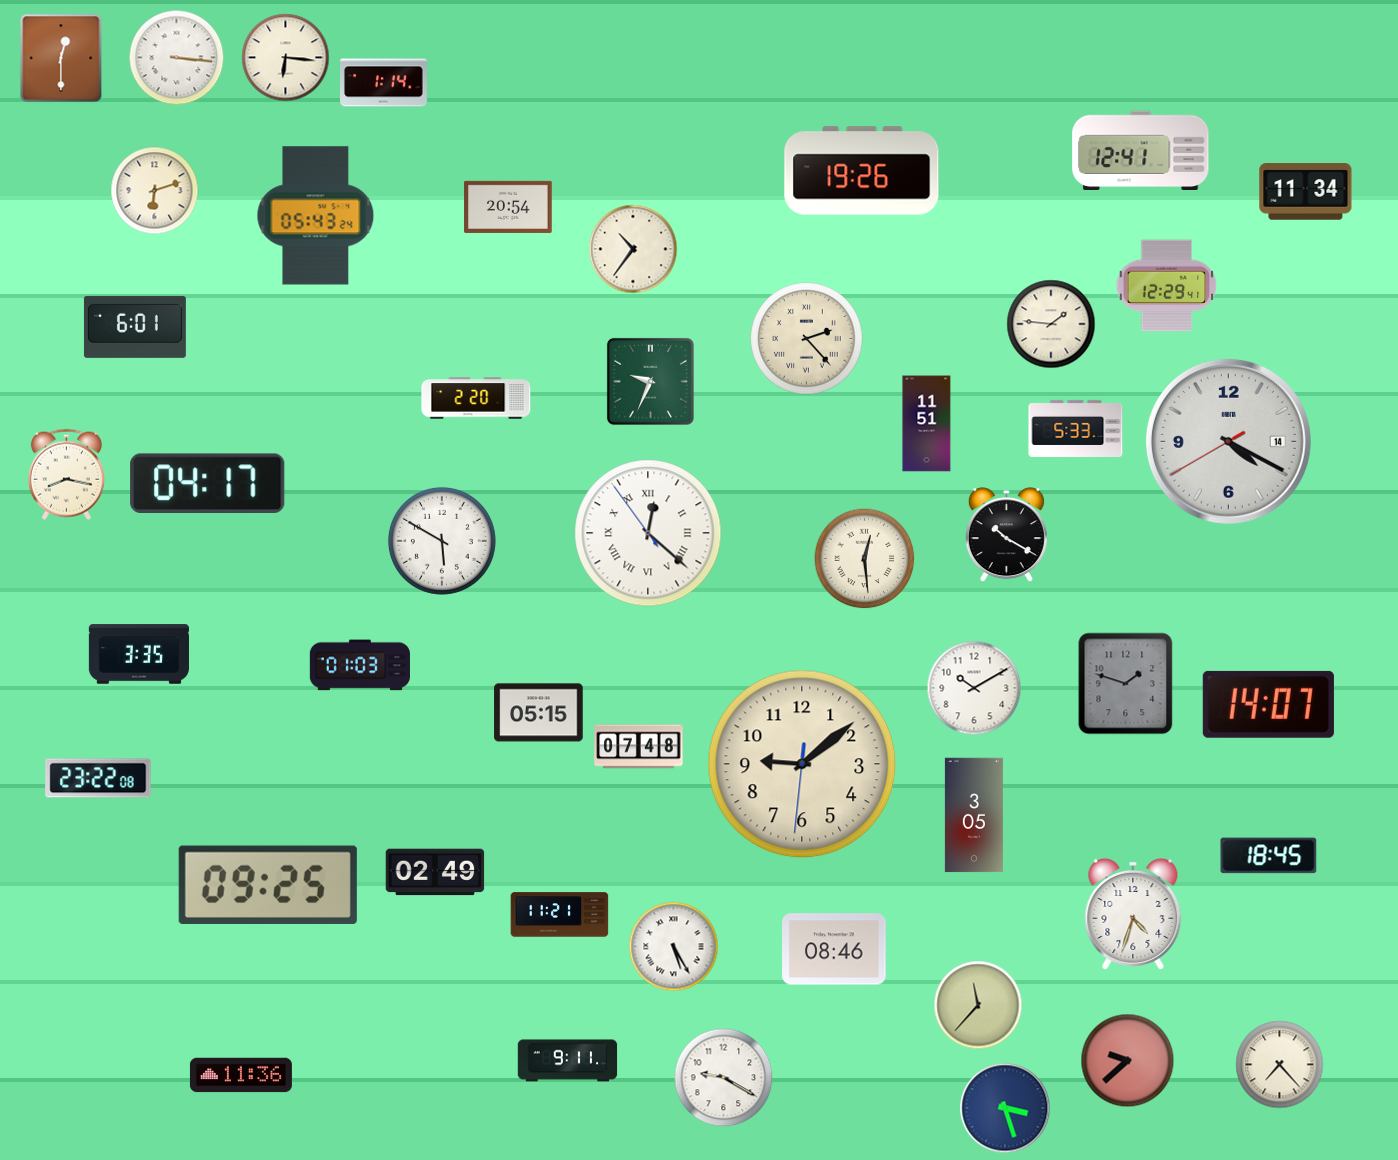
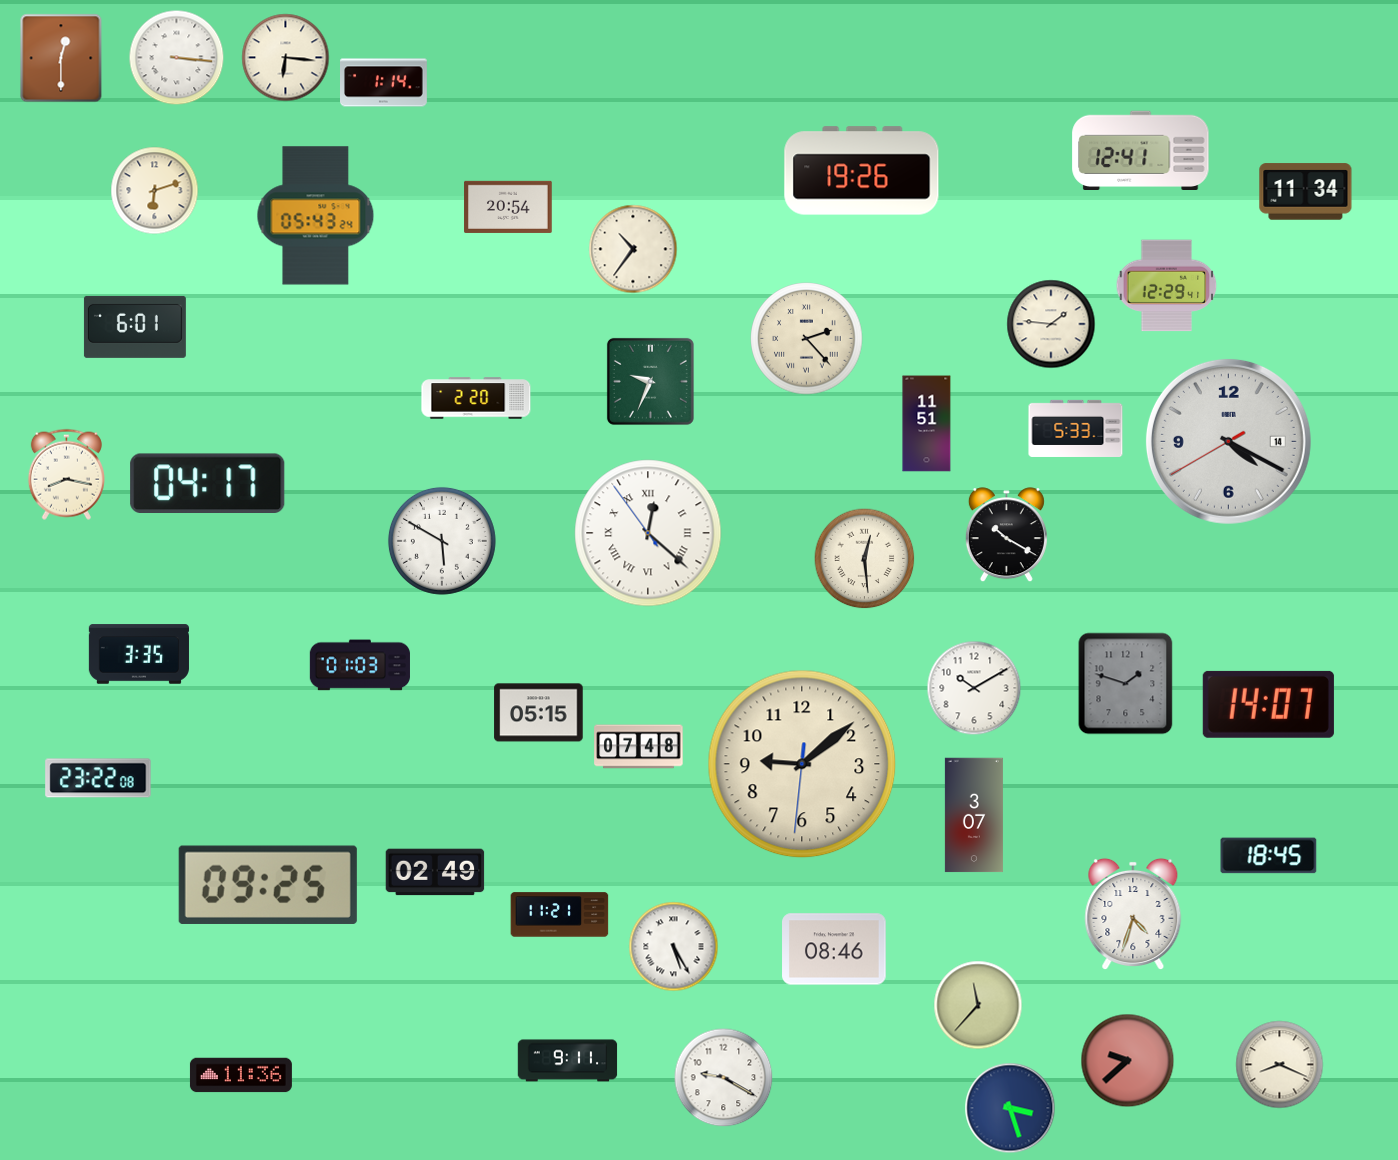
clock at (974, 815): 3:05 -> 3:07
clock at (1280, 1065): 7:23 -> 8:19
clock at (1005, 1108) position: (1005, 1108) -> (1010, 1108)
